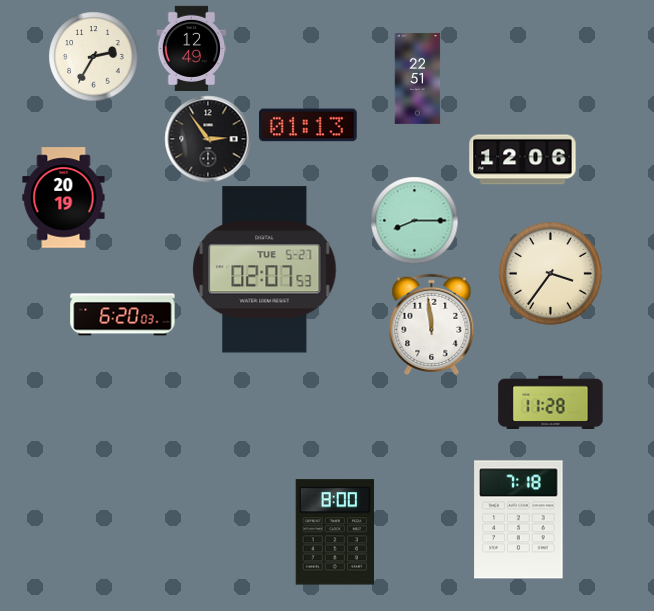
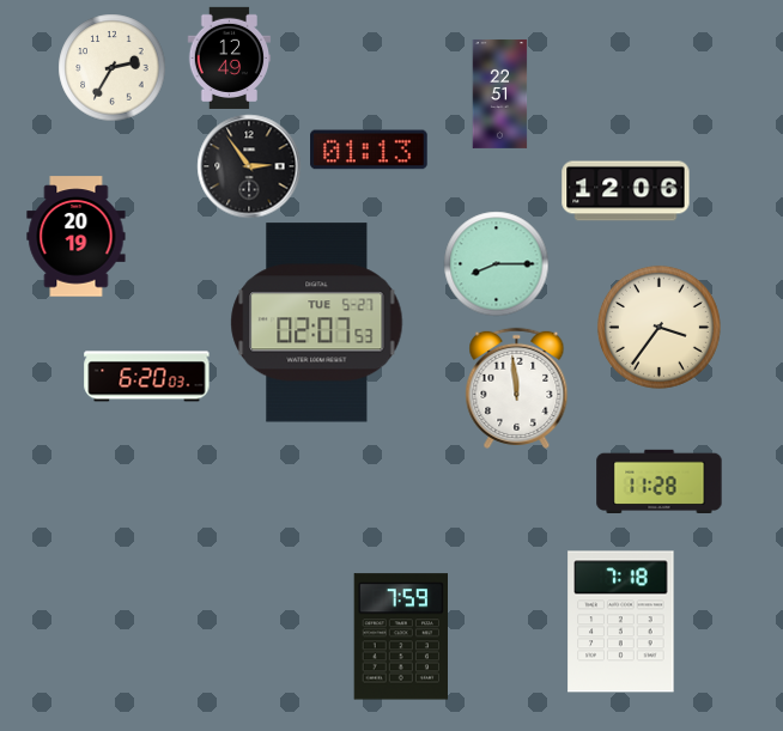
clock at (334, 532): 8:00 -> 7:59
